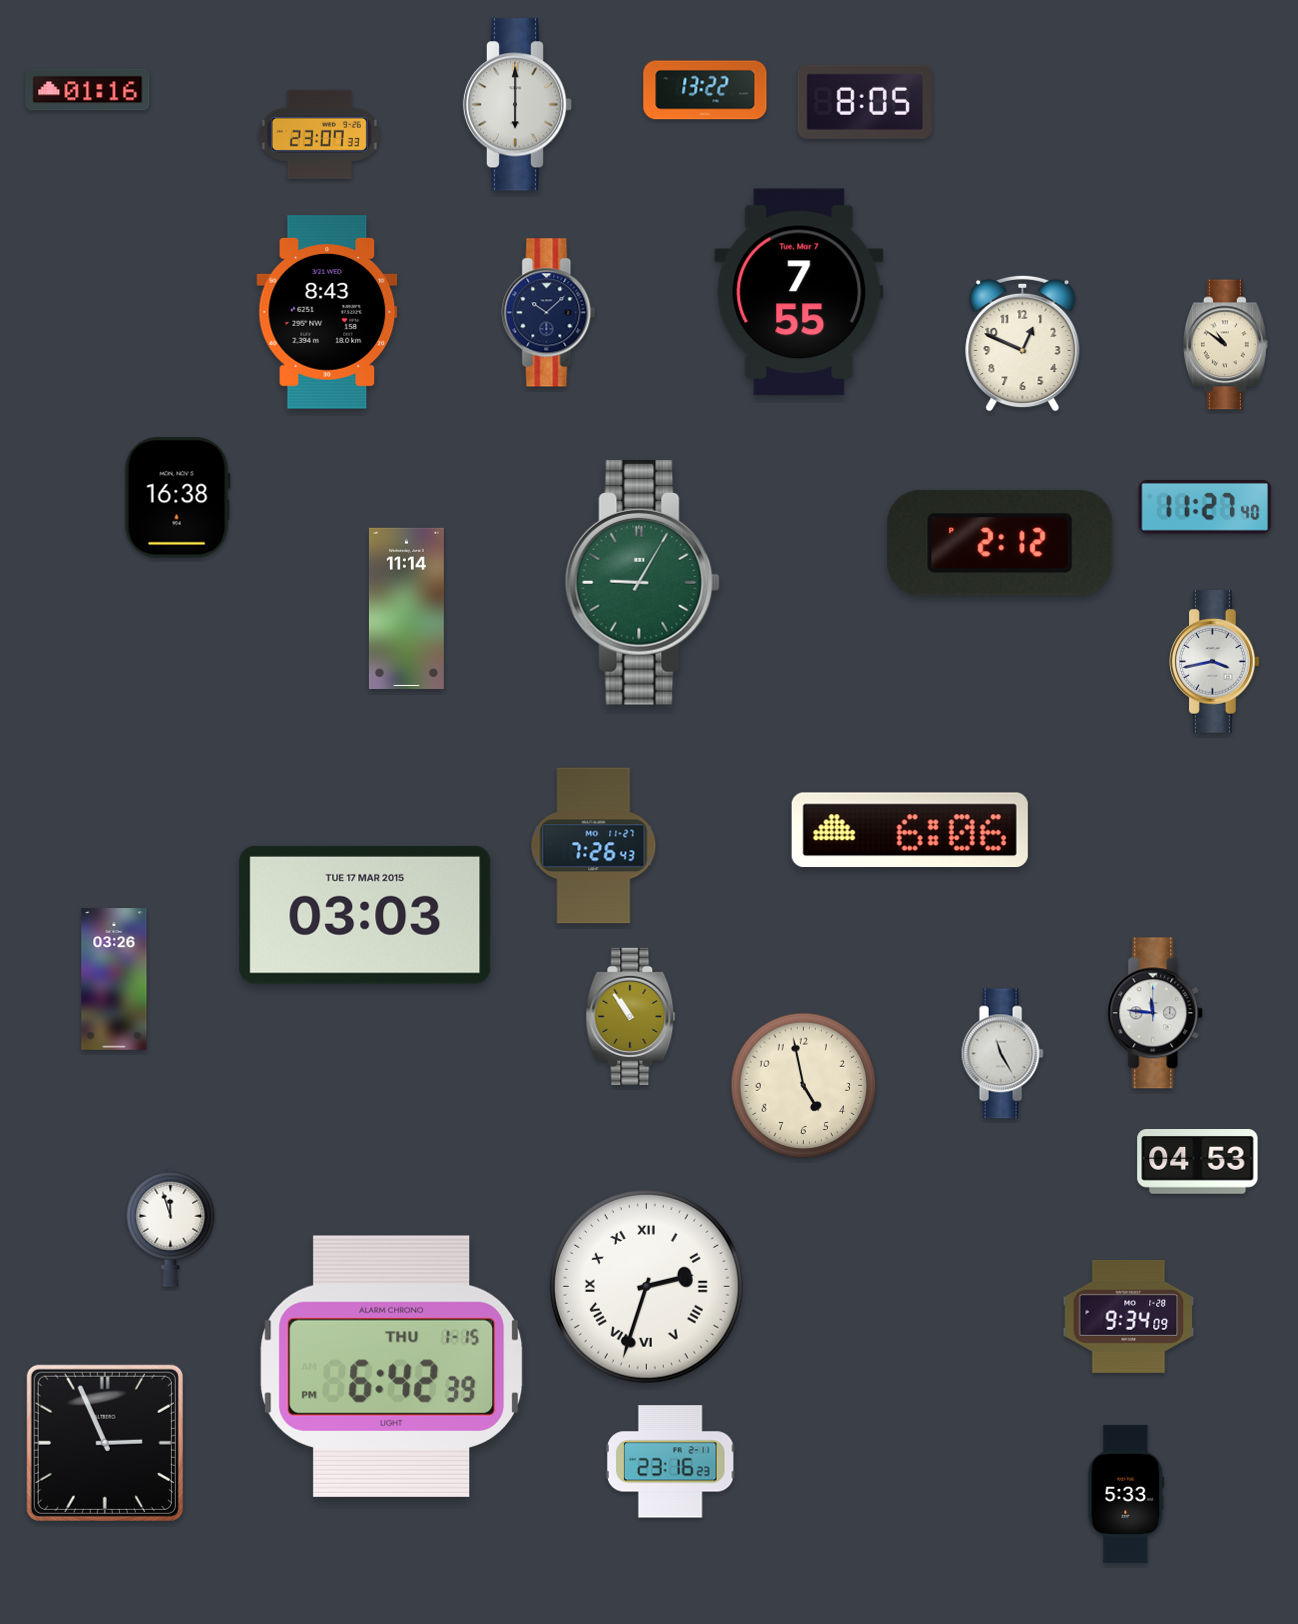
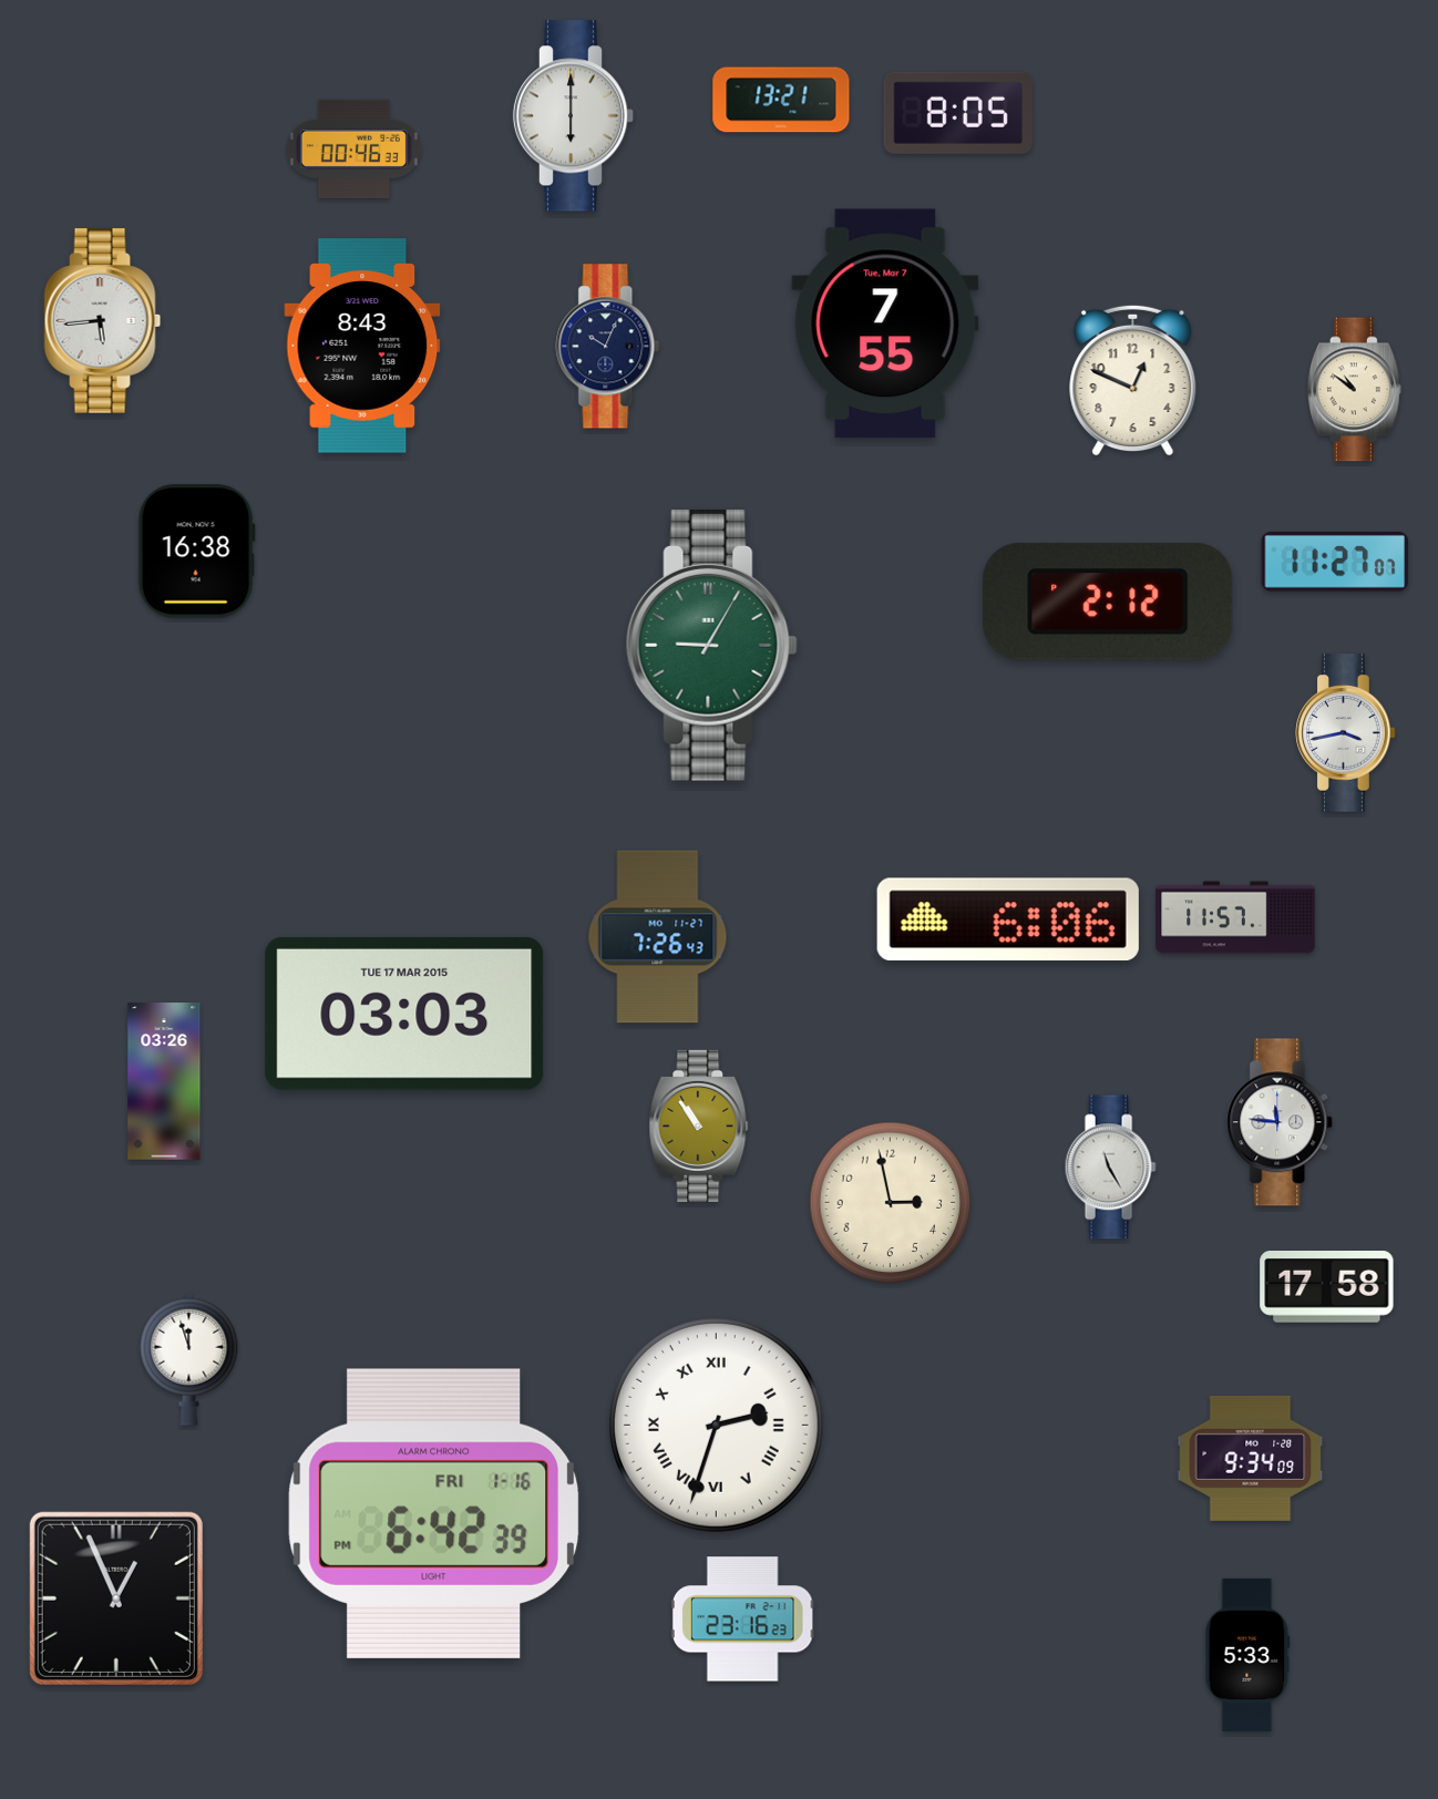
clock at (88, 90): 01:16 -> none
clock at (705, 90): 13:22 -> 13:21
clock at (319, 134): 23:07 -> 00:46
clock at (103, 320): none -> 5:44
clock at (549, 313): 10:08 -> 10:04
clock at (1225, 345) position: (1225, 345) -> (1354, 390)
clock at (1205, 507): 11:27:40 -> 11:27:07
clock at (406, 608): 11:14 -> none
clock at (1235, 917): none -> 11:57
clock at (114, 979) position: (114, 979) -> (164, 1081)
clock at (804, 1086): 4:58 -> 2:58
clock at (1198, 1162): 04:53 -> 17:58
clock at (392, 1366) date: THU 1-15 -> FRI 1-16
clock at (105, 1443): 2:56 -> 12:56
